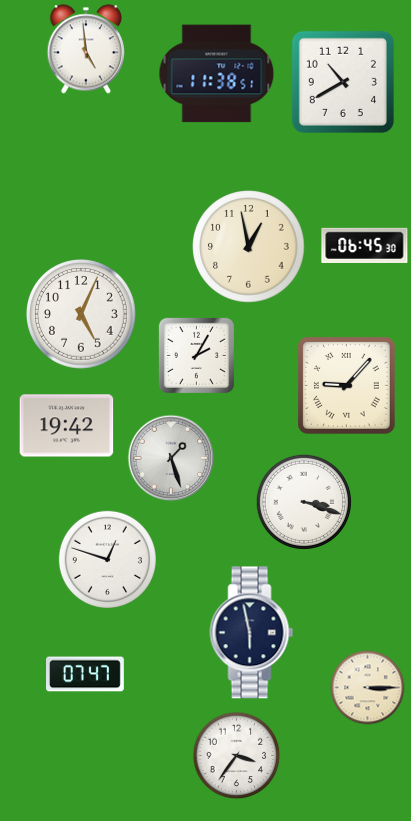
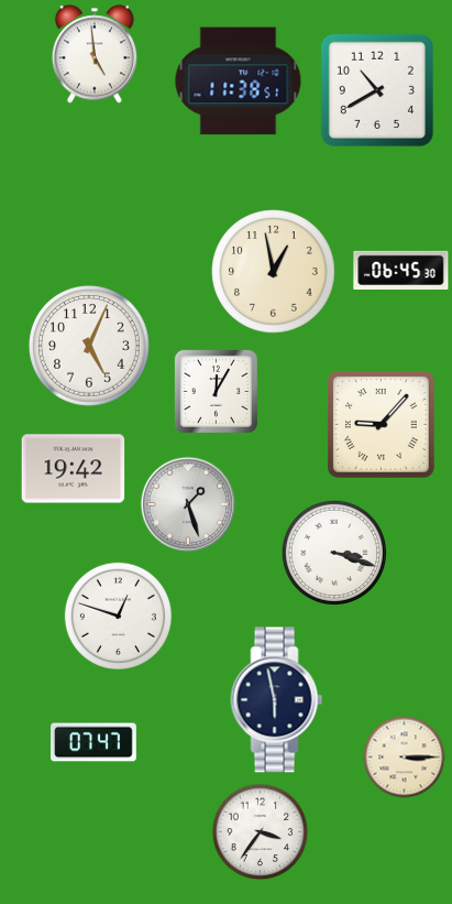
clock at (196, 355): 2:05 -> 12:05
clock at (252, 633) position: (252, 633) -> (277, 700)
